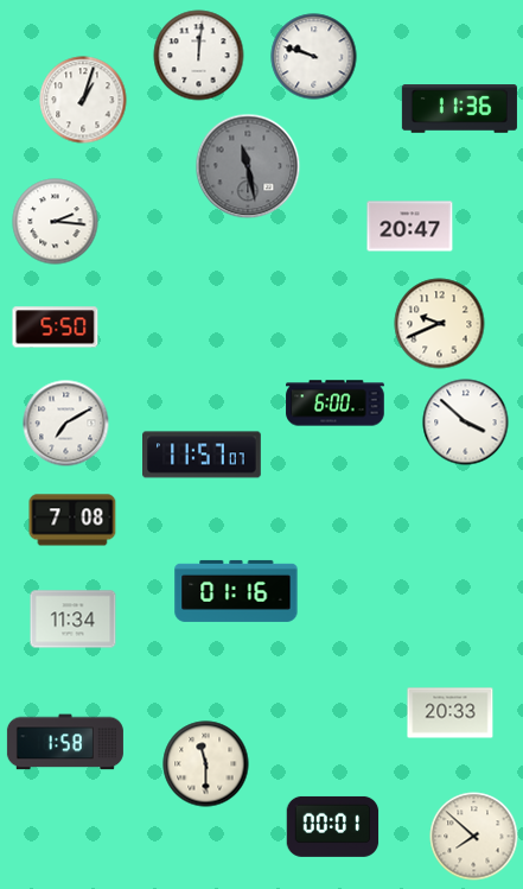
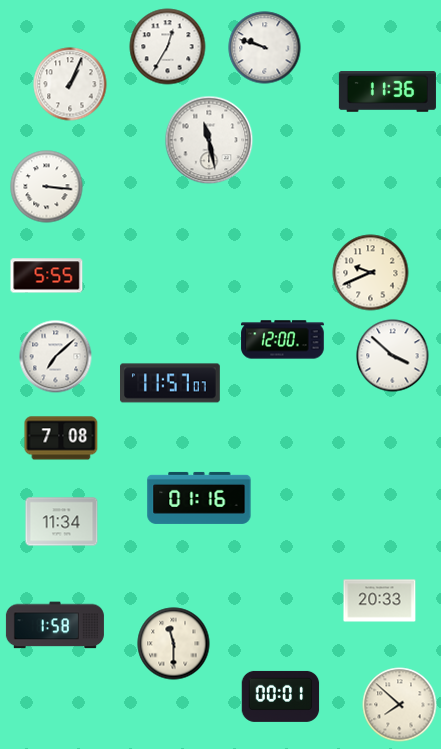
clock at (199, 56): 12:01 -> 12:35
clock at (83, 100): 1:03 -> 1:04
clock at (248, 166) dial: grey -> white
clock at (56, 222): 2:16 -> 3:16
clock at (410, 227): 20:47 -> none
clock at (56, 328): 5:50 -> 5:55
clock at (336, 404): 6:00 -> 12:00
clock at (66, 424): 7:10 -> 7:08
